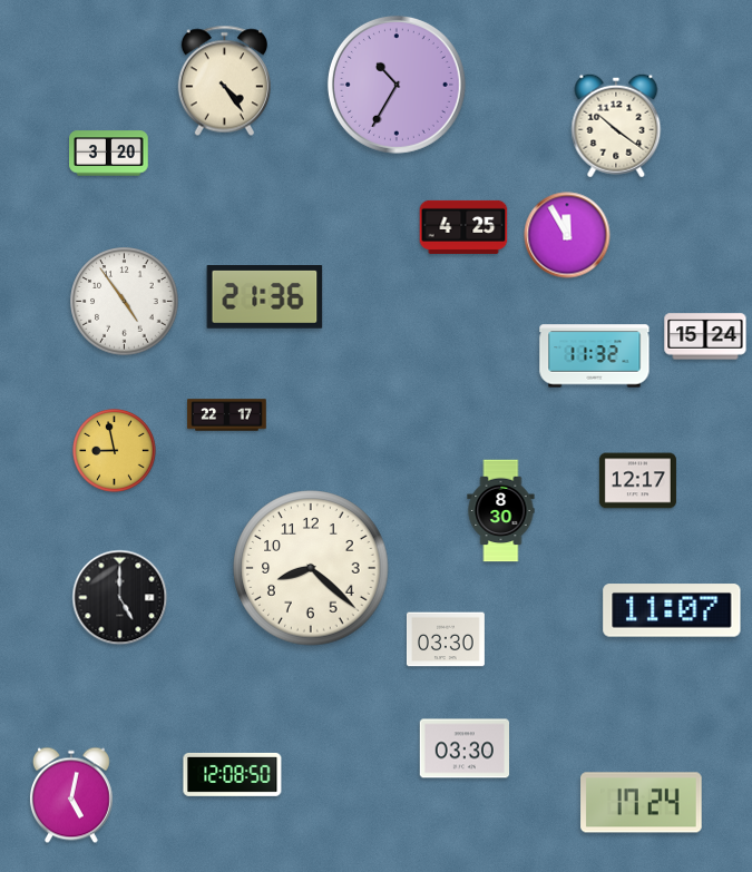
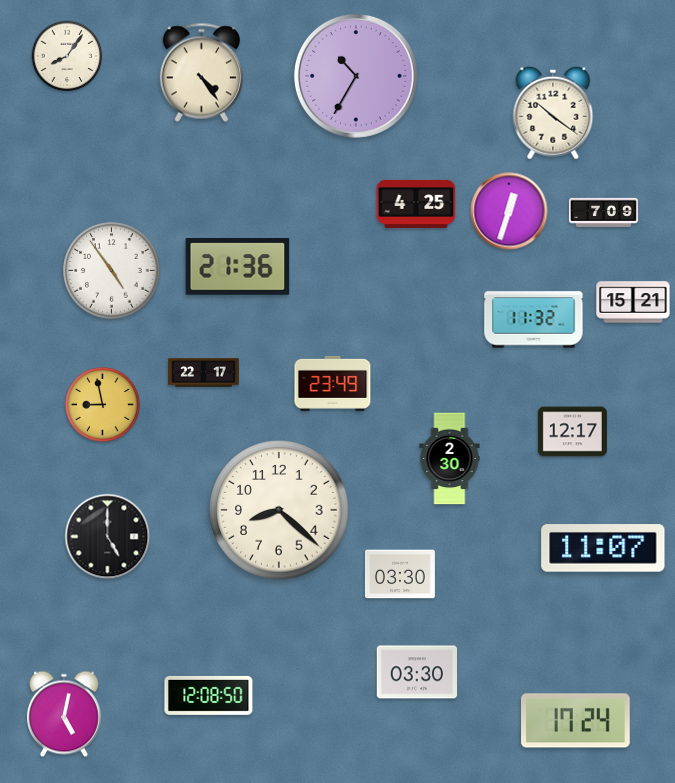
clock at (67, 56): none -> 8:06
clock at (109, 154): 3:20 -> none
clock at (567, 235): 11:55 -> 12:33
clock at (603, 212): none -> 7:09
clock at (705, 336): 15:24 -> 15:21
clock at (333, 383): none -> 23:49
clock at (501, 511): 8:30 -> 2:30
